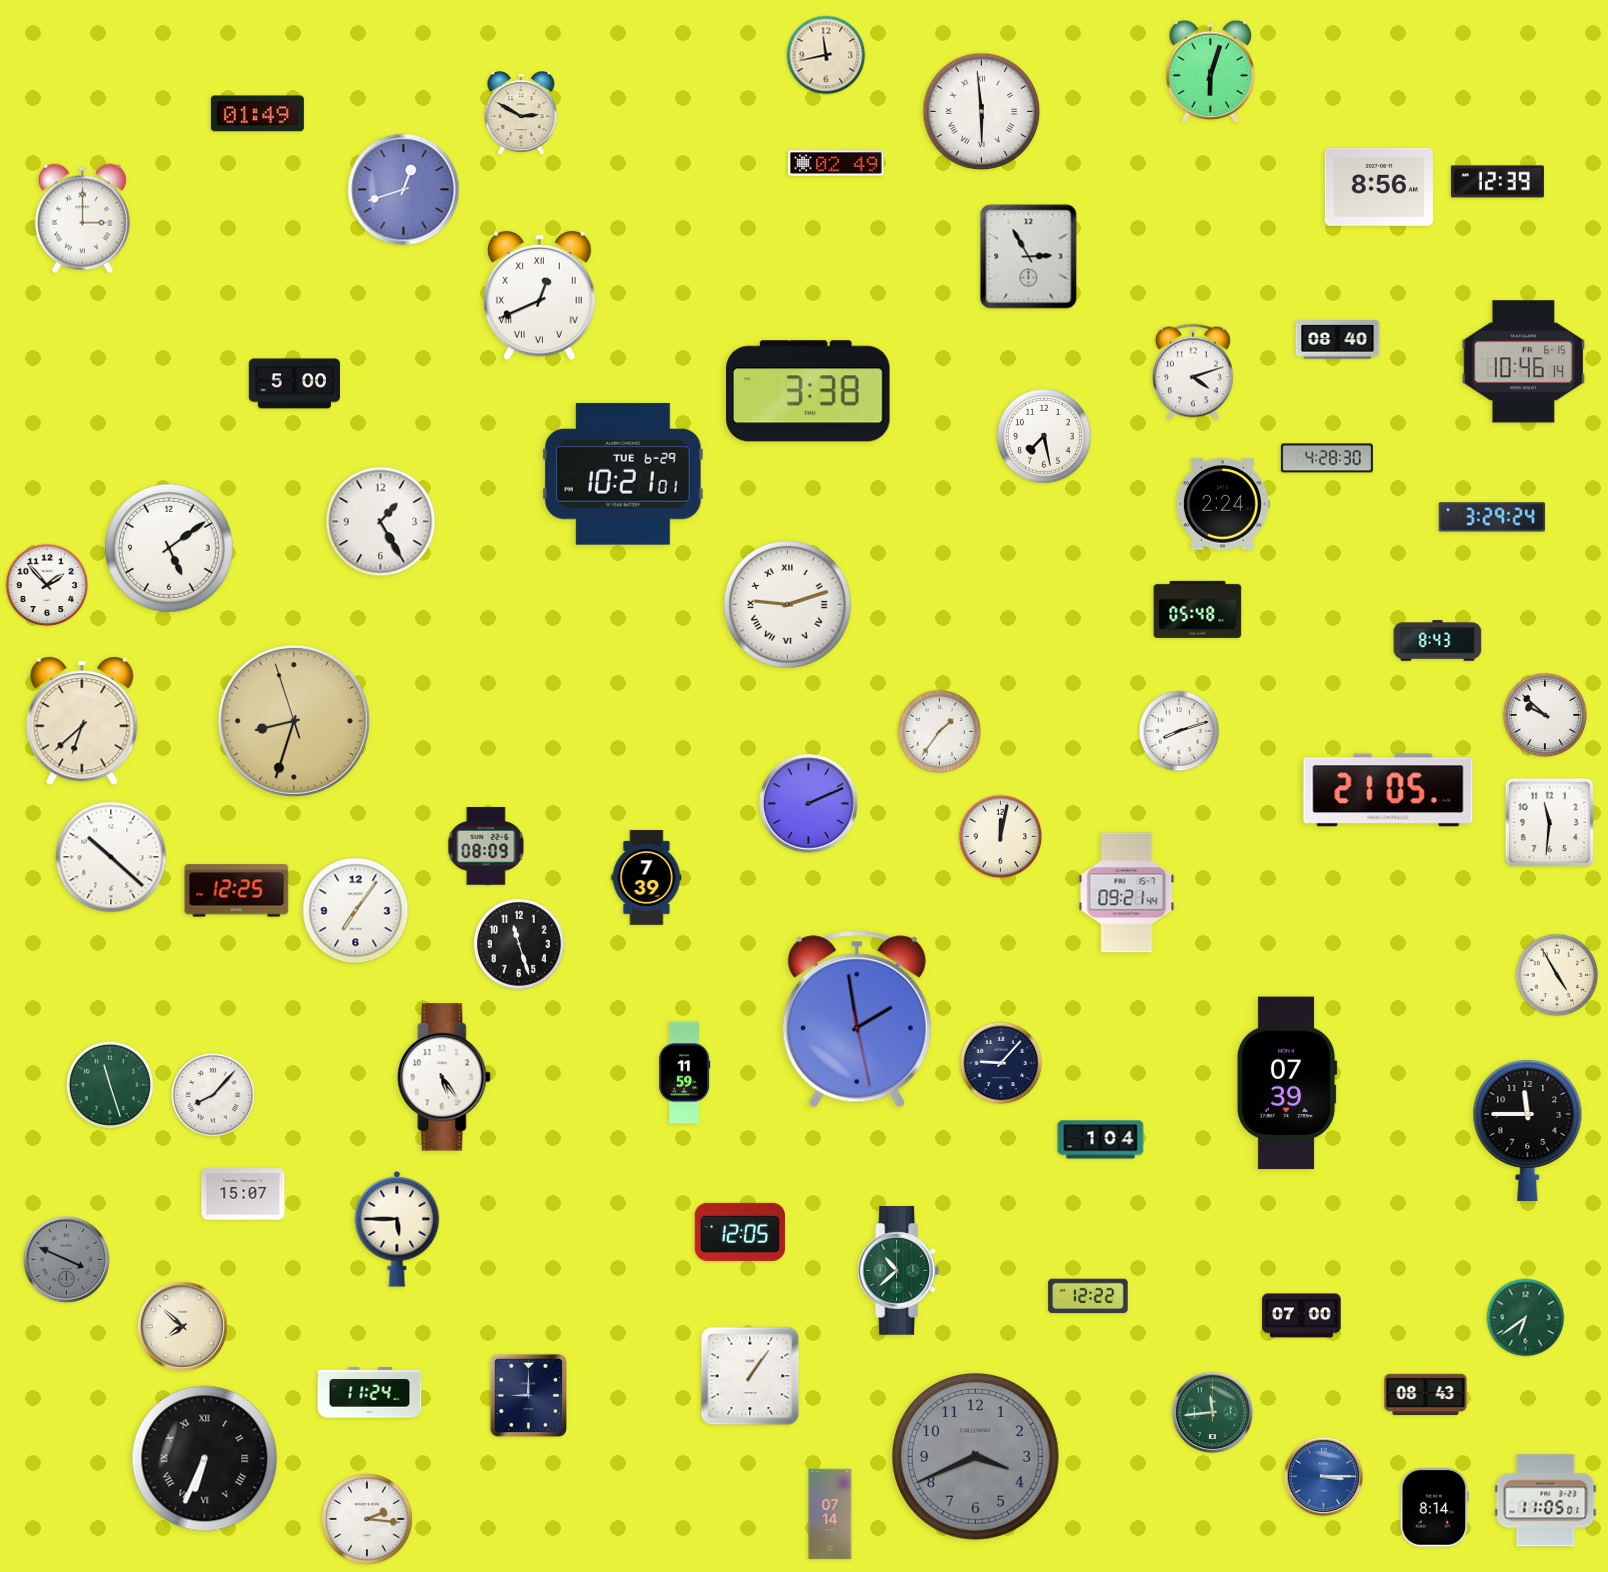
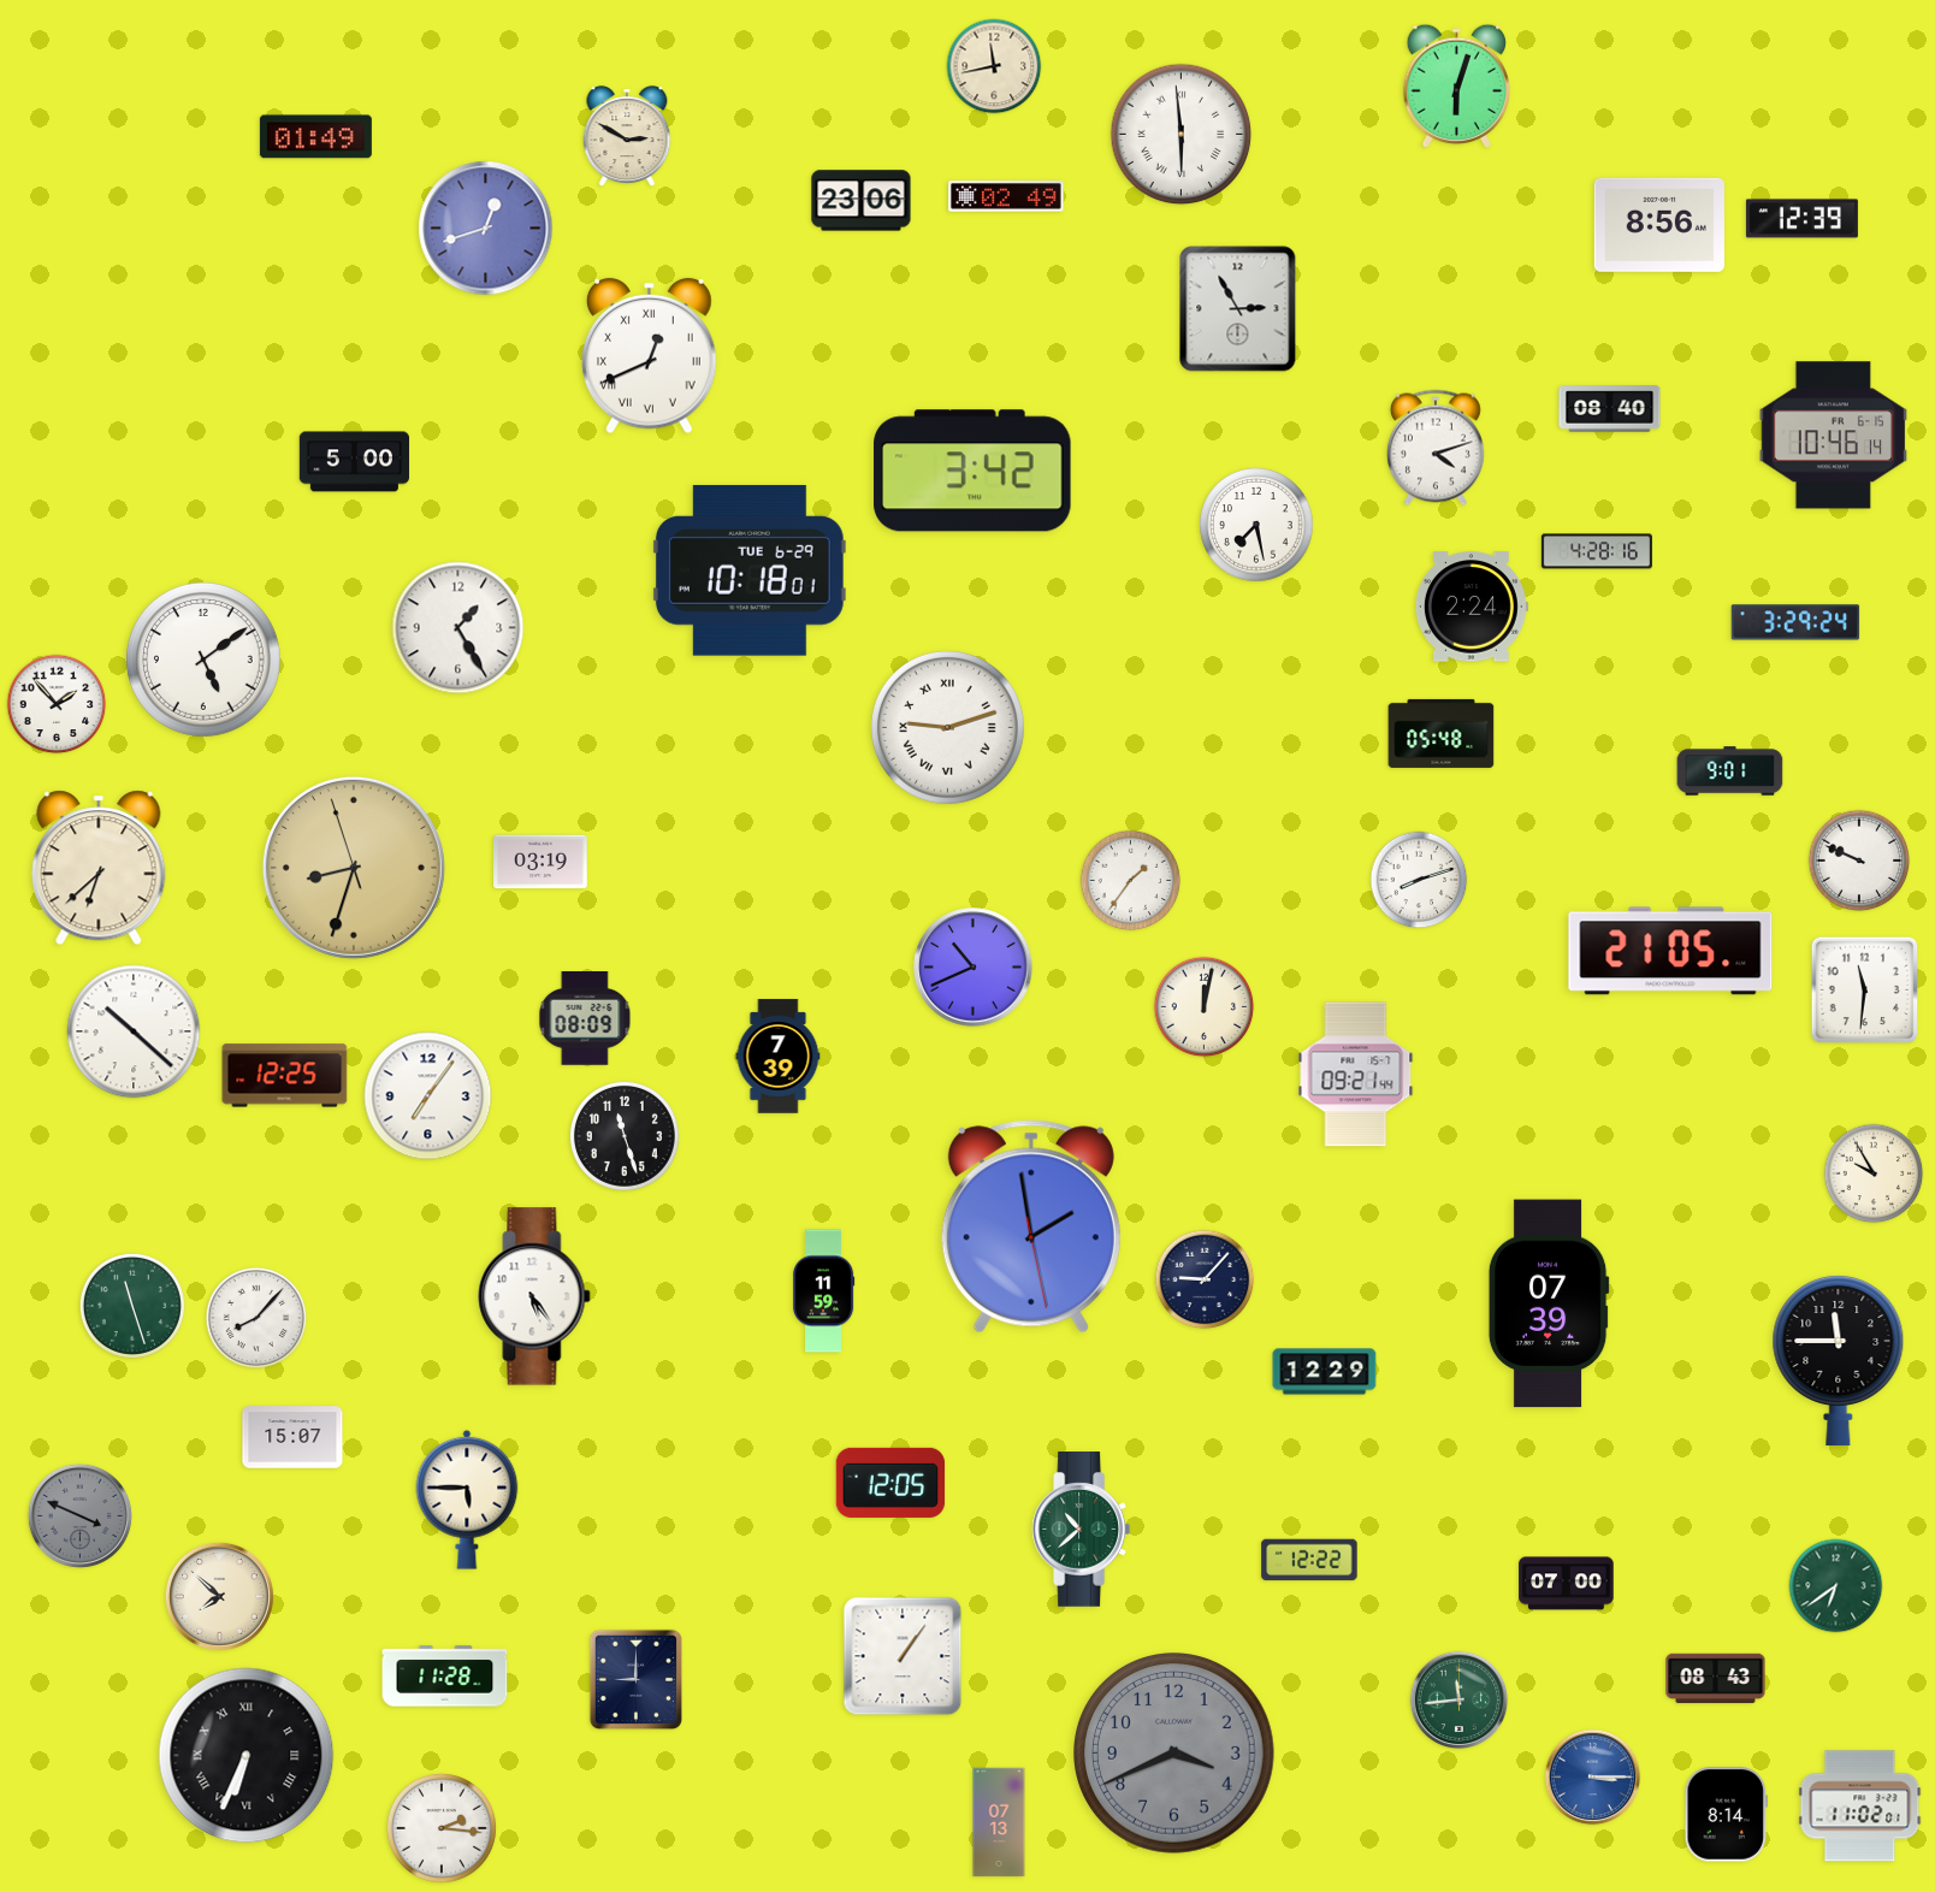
clock at (257, 114) position: (257, 114) -> (315, 137)
clock at (862, 201): none -> 23:06
clock at (82, 219): 3:00 -> none
clock at (808, 391): 3:38 -> 3:42
clock at (1327, 458): 4:28:30 -> 4:28:16
clock at (623, 474): 10:21 -> 10:18
clock at (1438, 641): 8:43 -> 9:01
clock at (1545, 715): 9:52 -> 9:49
clock at (540, 862): none -> 03:19
clock at (809, 804): 2:11 -> 10:41
clock at (237, 891) position: (237, 891) -> (285, 1076)
clock at (1557, 975): 4:55 -> 9:55
clock at (1101, 1140): 1:04 -> 12:29
clock at (397, 1229) position: (397, 1229) -> (467, 1500)
clock at (370, 1393): 11:24 -> 11:28
clock at (1546, 1501): 11:05 -> 11:02
clock at (830, 1514): 07:14 -> 07:13
